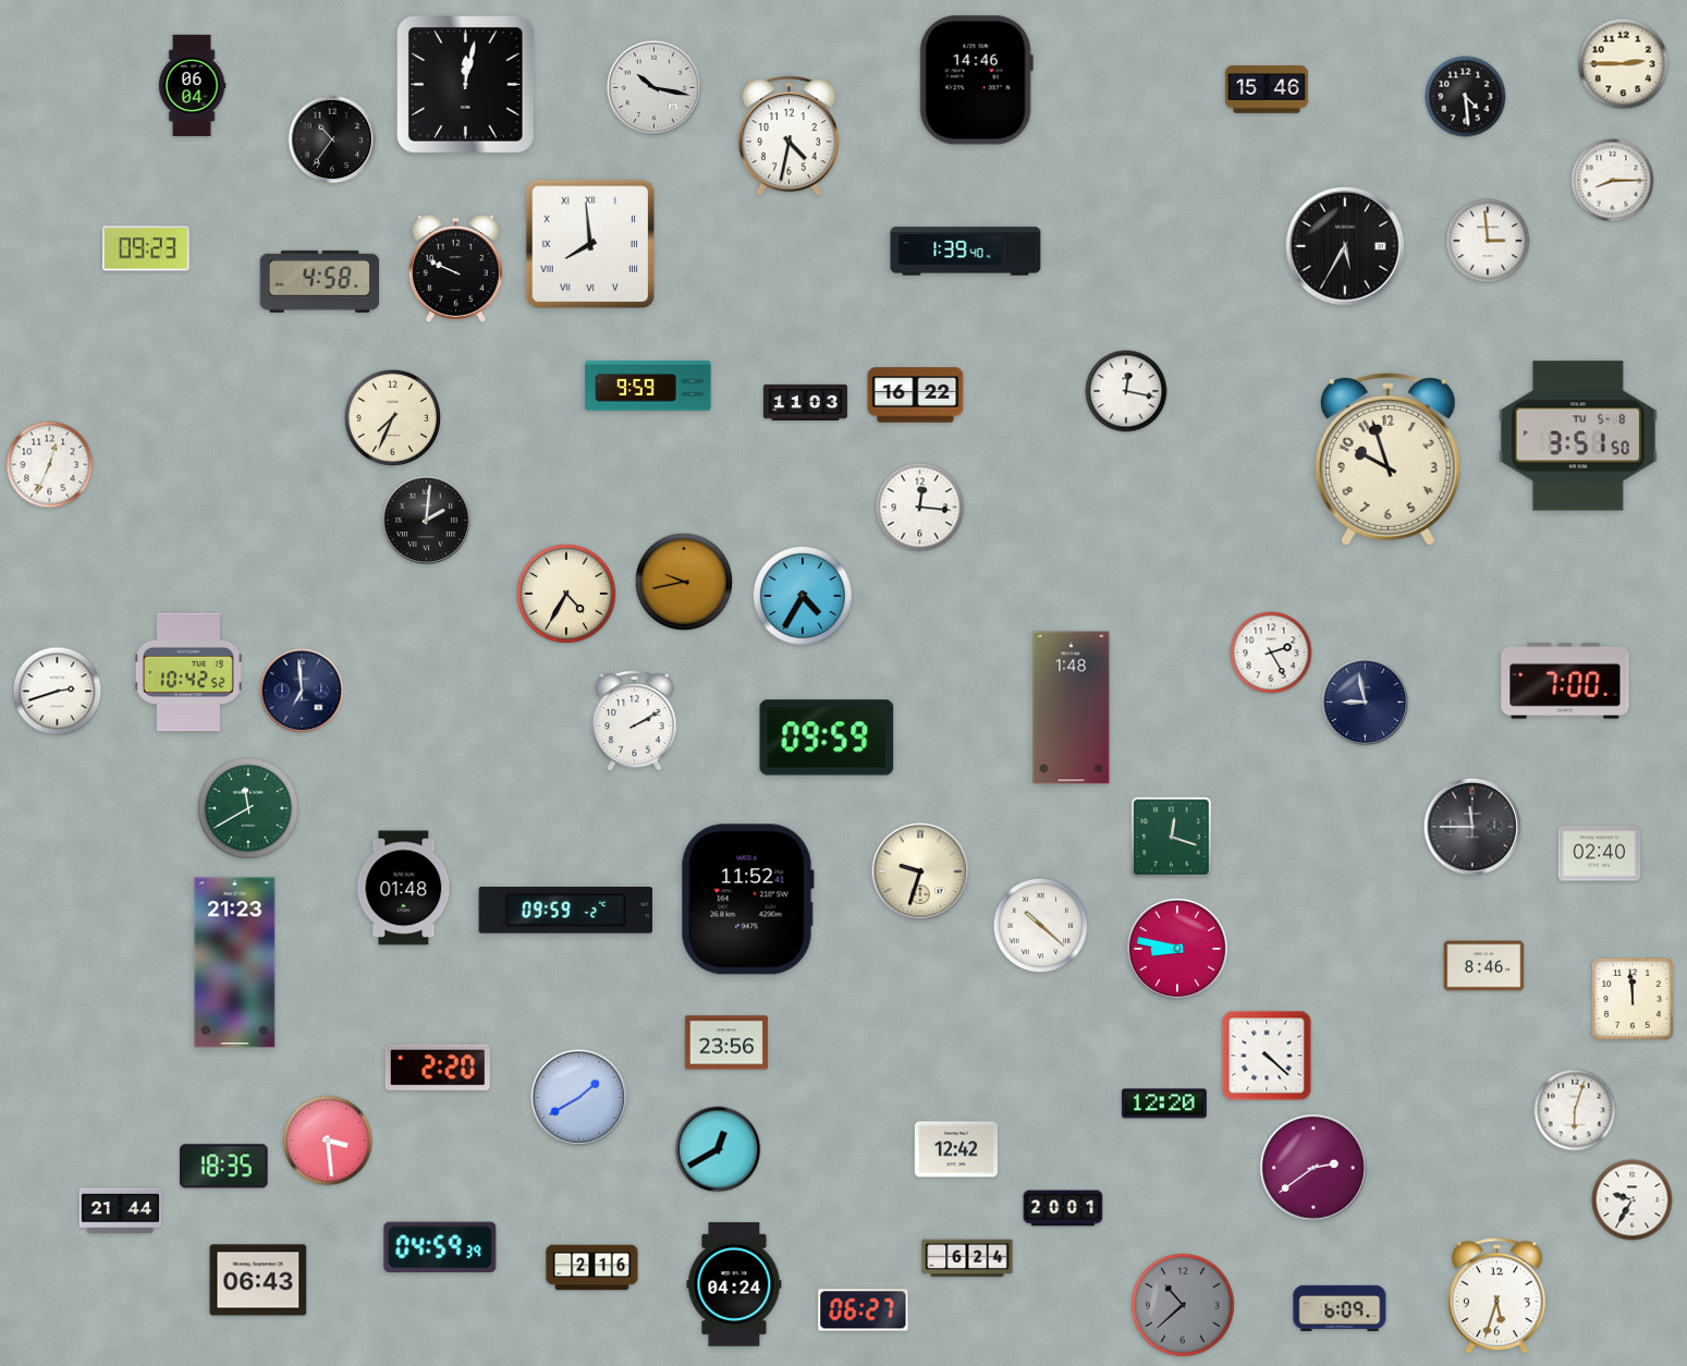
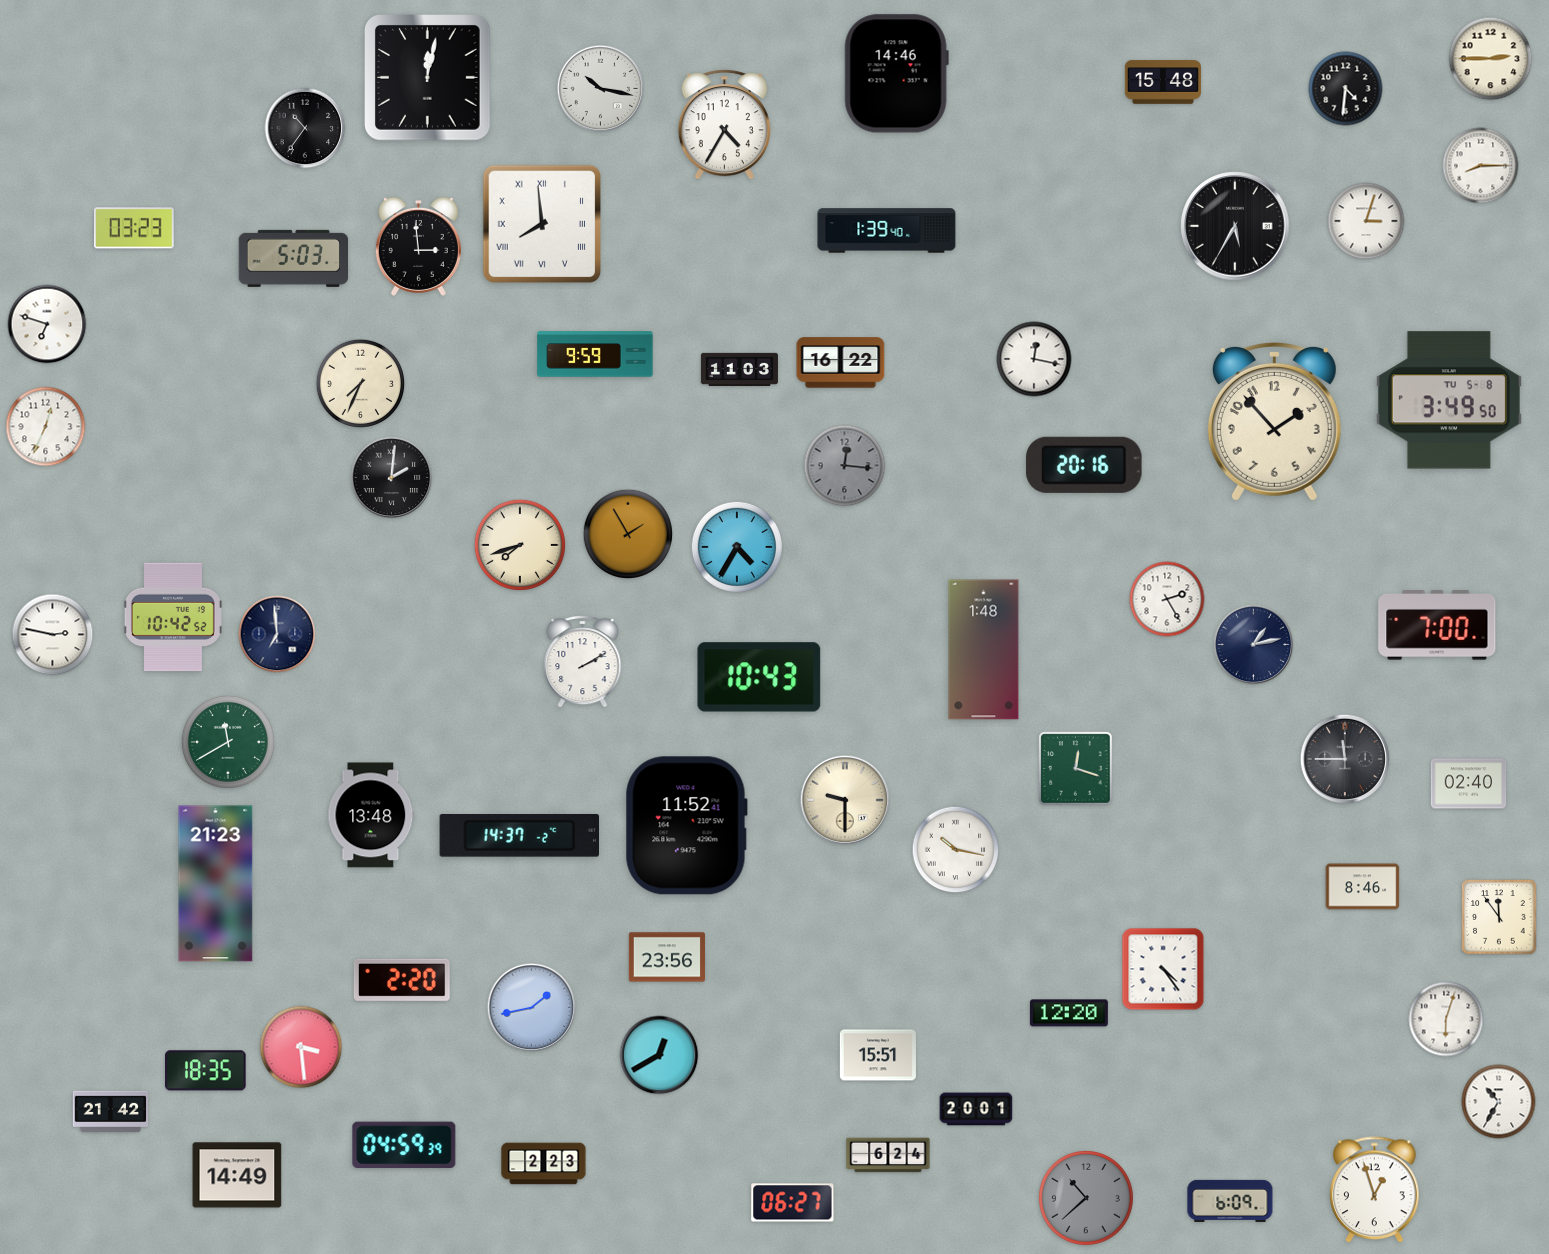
clock at (192, 85): 06:04 -> none
clock at (655, 88) position: (655, 88) -> (601, 89)
clock at (1266, 89): 15:46 -> 15:48
clock at (1466, 97): 4:29 -> 4:31
clock at (789, 136): 4:32 -> 4:35
clock at (1488, 241): 2:59 -> 3:03
clock at (147, 248): 09:23 -> 03:23
clock at (455, 268): 9:49 -> 2:59
clock at (319, 281): 4:58 -> 5:03
clock at (47, 324): none -> 6:48
clock at (1578, 436): 3:51 -> 3:49
clock at (1388, 459): 9:57 -> 1:53
clock at (1084, 465): none -> 20:16
clock at (920, 508) dial: white -> grey
clock at (683, 581): 9:43 -> 1:55
clock at (566, 594): 4:35 -> 7:42
clock at (58, 692): 2:42 -> 2:47
clock at (1366, 703): 8:58 -> 1:13
clock at (827, 737): 09:59 -> 10:43
clock at (1471, 826) position: (1471, 826) -> (1344, 758)
clock at (919, 870): 9:33 -> 9:30
clock at (404, 888): 01:48 -> 13:48
clock at (566, 911): 09:59 -> 14:37
clock at (1041, 926): 10:22 -> 10:17
clock at (1177, 949): 8:47 -> none
clock at (1633, 999): 11:59 -> 11:54
clock at (1267, 1056): 4:22 -> 4:24
clock at (578, 1097): 1:40 -> 1:43
clock at (956, 1149): 12:42 -> 15:51
clock at (1313, 1168): 2:39 -> none
clock at (1633, 1200): 9:35 -> 10:35
clock at (121, 1210): 21:44 -> 21:42
clock at (592, 1268): 2:16 -> 2:23
clock at (258, 1280): 06:43 -> 14:49
clock at (734, 1284): 04:24 -> none
clock at (1497, 1296): 5:33 -> 12:57
